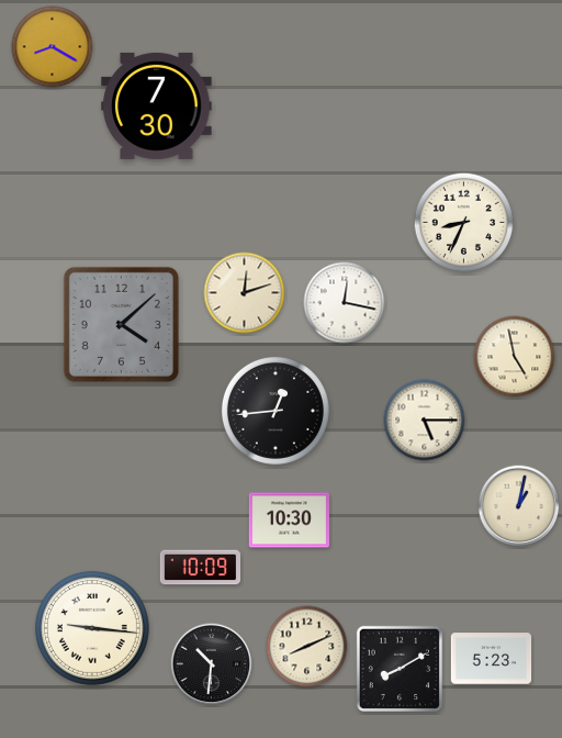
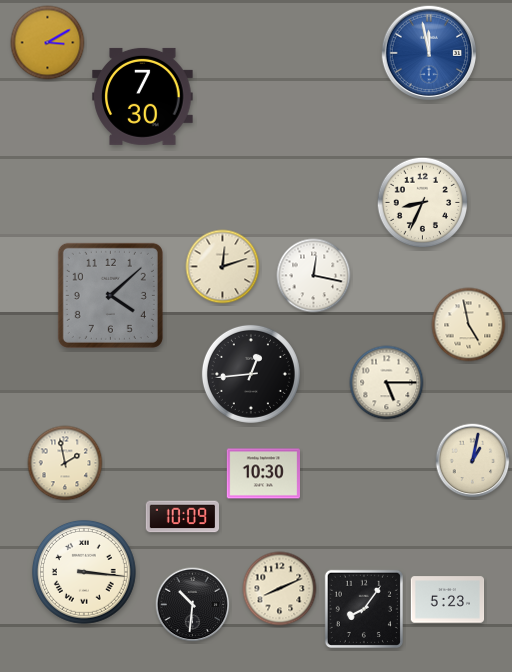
clock at (53, 47): 8:20 -> 3:10
clock at (428, 52): none -> 11:58
clock at (65, 463): none -> 1:58
clock at (92, 628): 9:16 -> 3:16
clock at (398, 668): 8:10 -> 8:06
